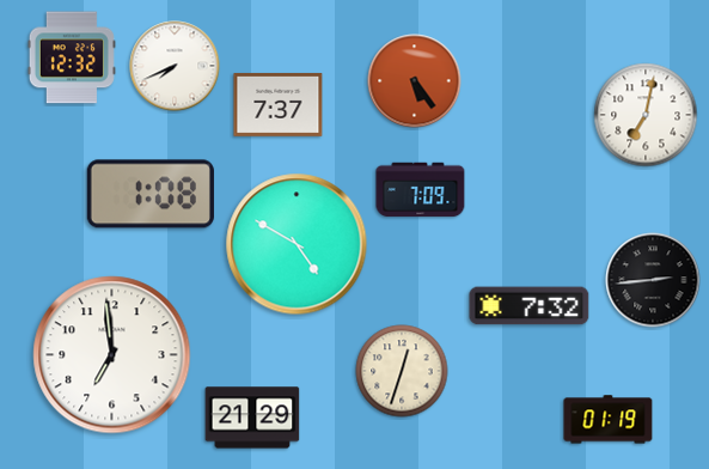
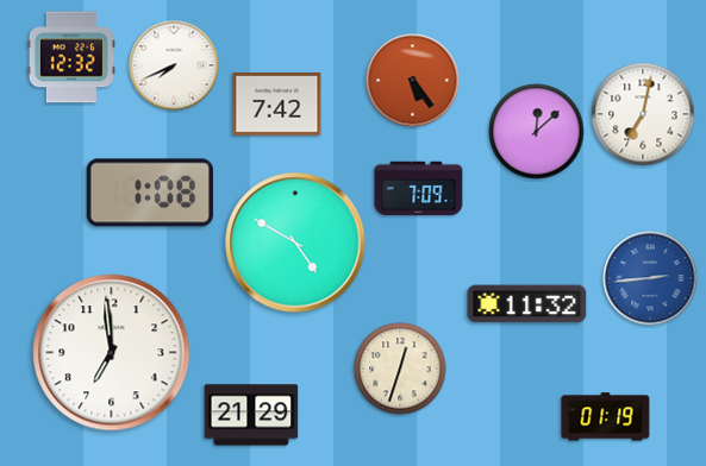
clock at (279, 104): 7:37 -> 7:42
clock at (537, 132): none -> 12:08
clock at (653, 280) dial: black -> blue
clock at (530, 306): 7:32 -> 11:32
